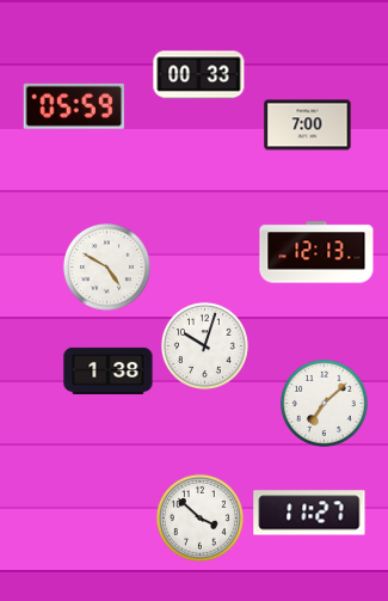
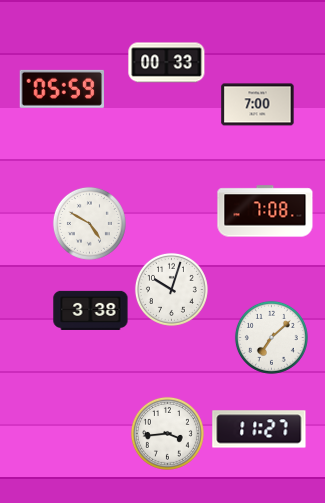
clock at (316, 252): 12:13 -> 7:08
clock at (109, 370): 1:38 -> 3:38
clock at (199, 517): 3:52 -> 3:44
